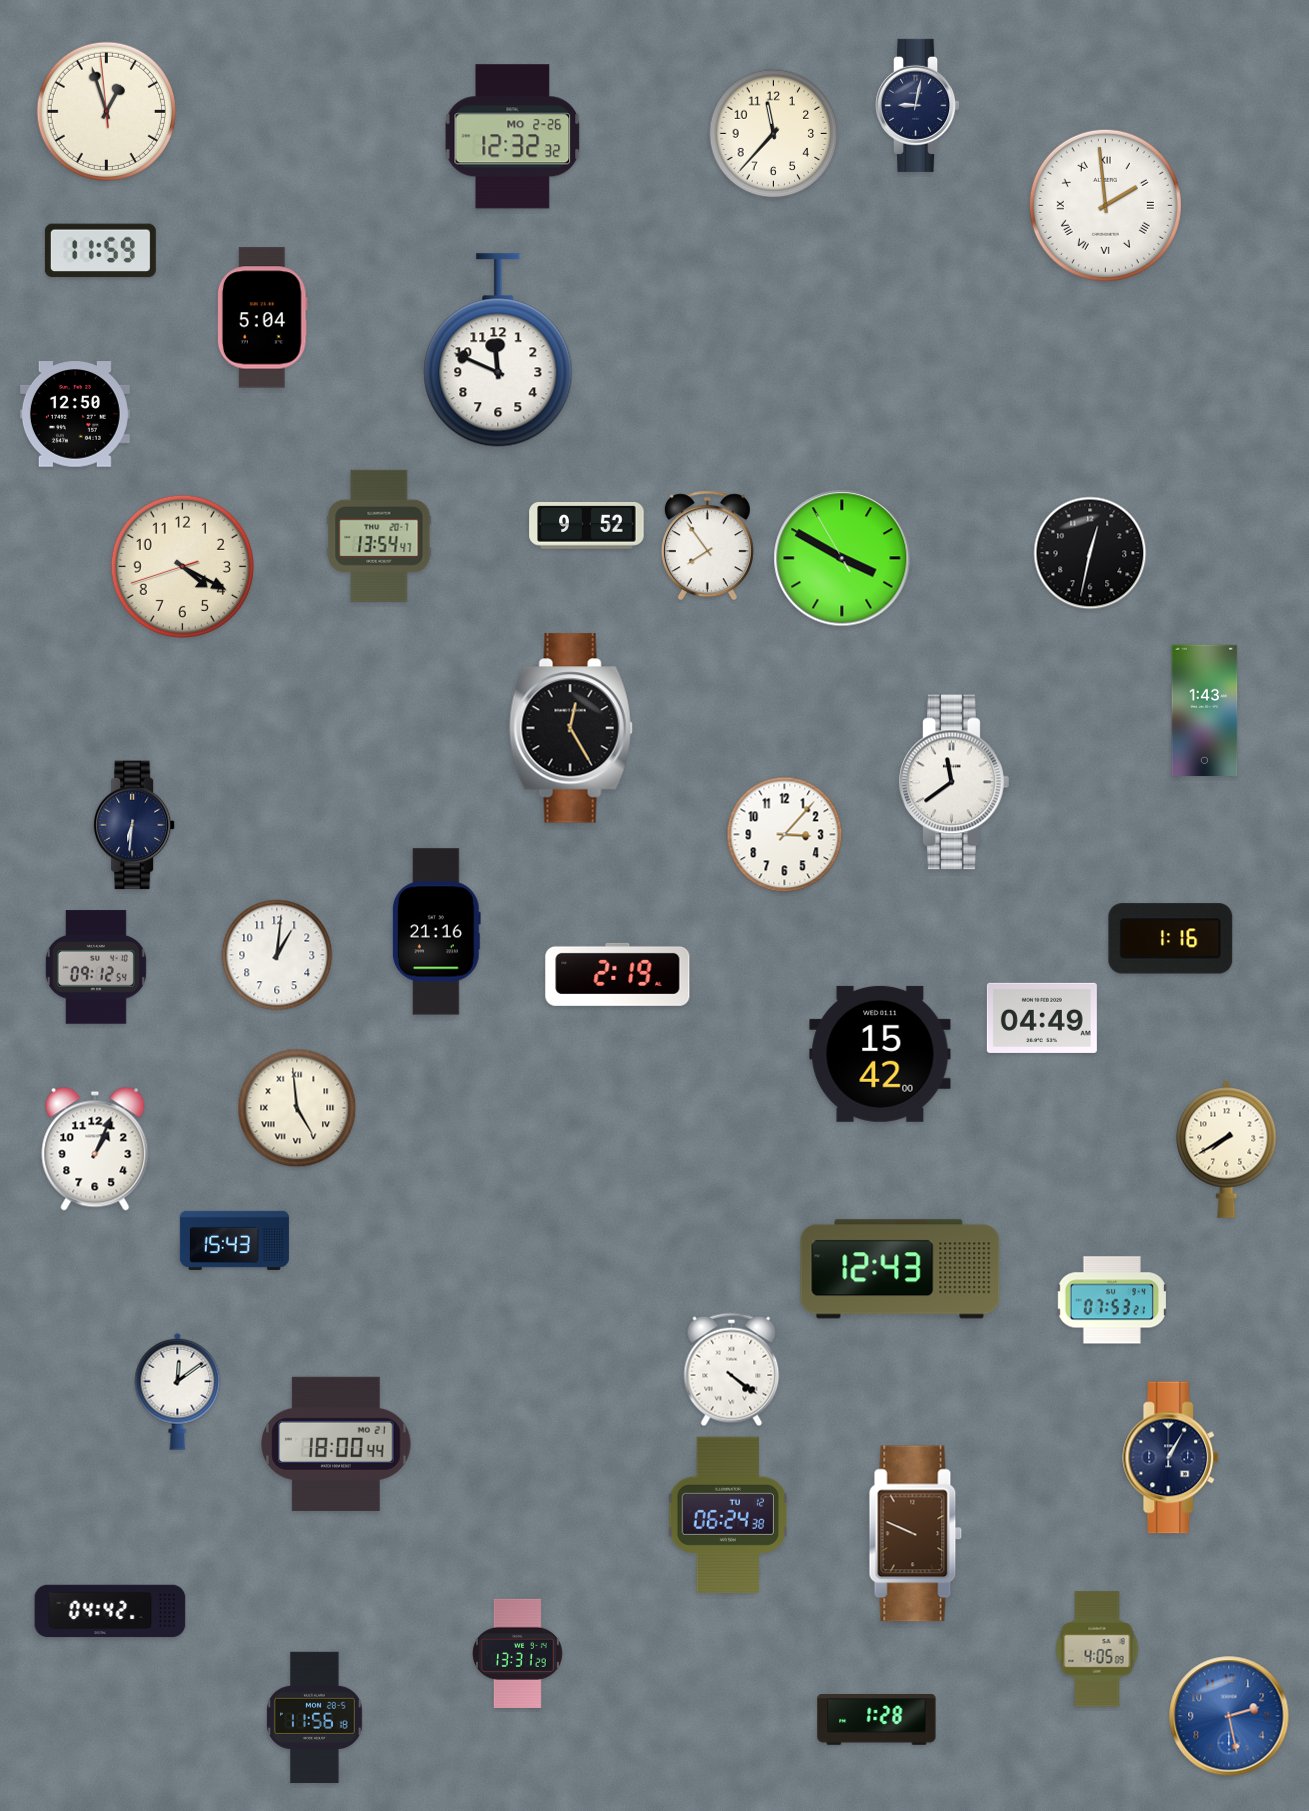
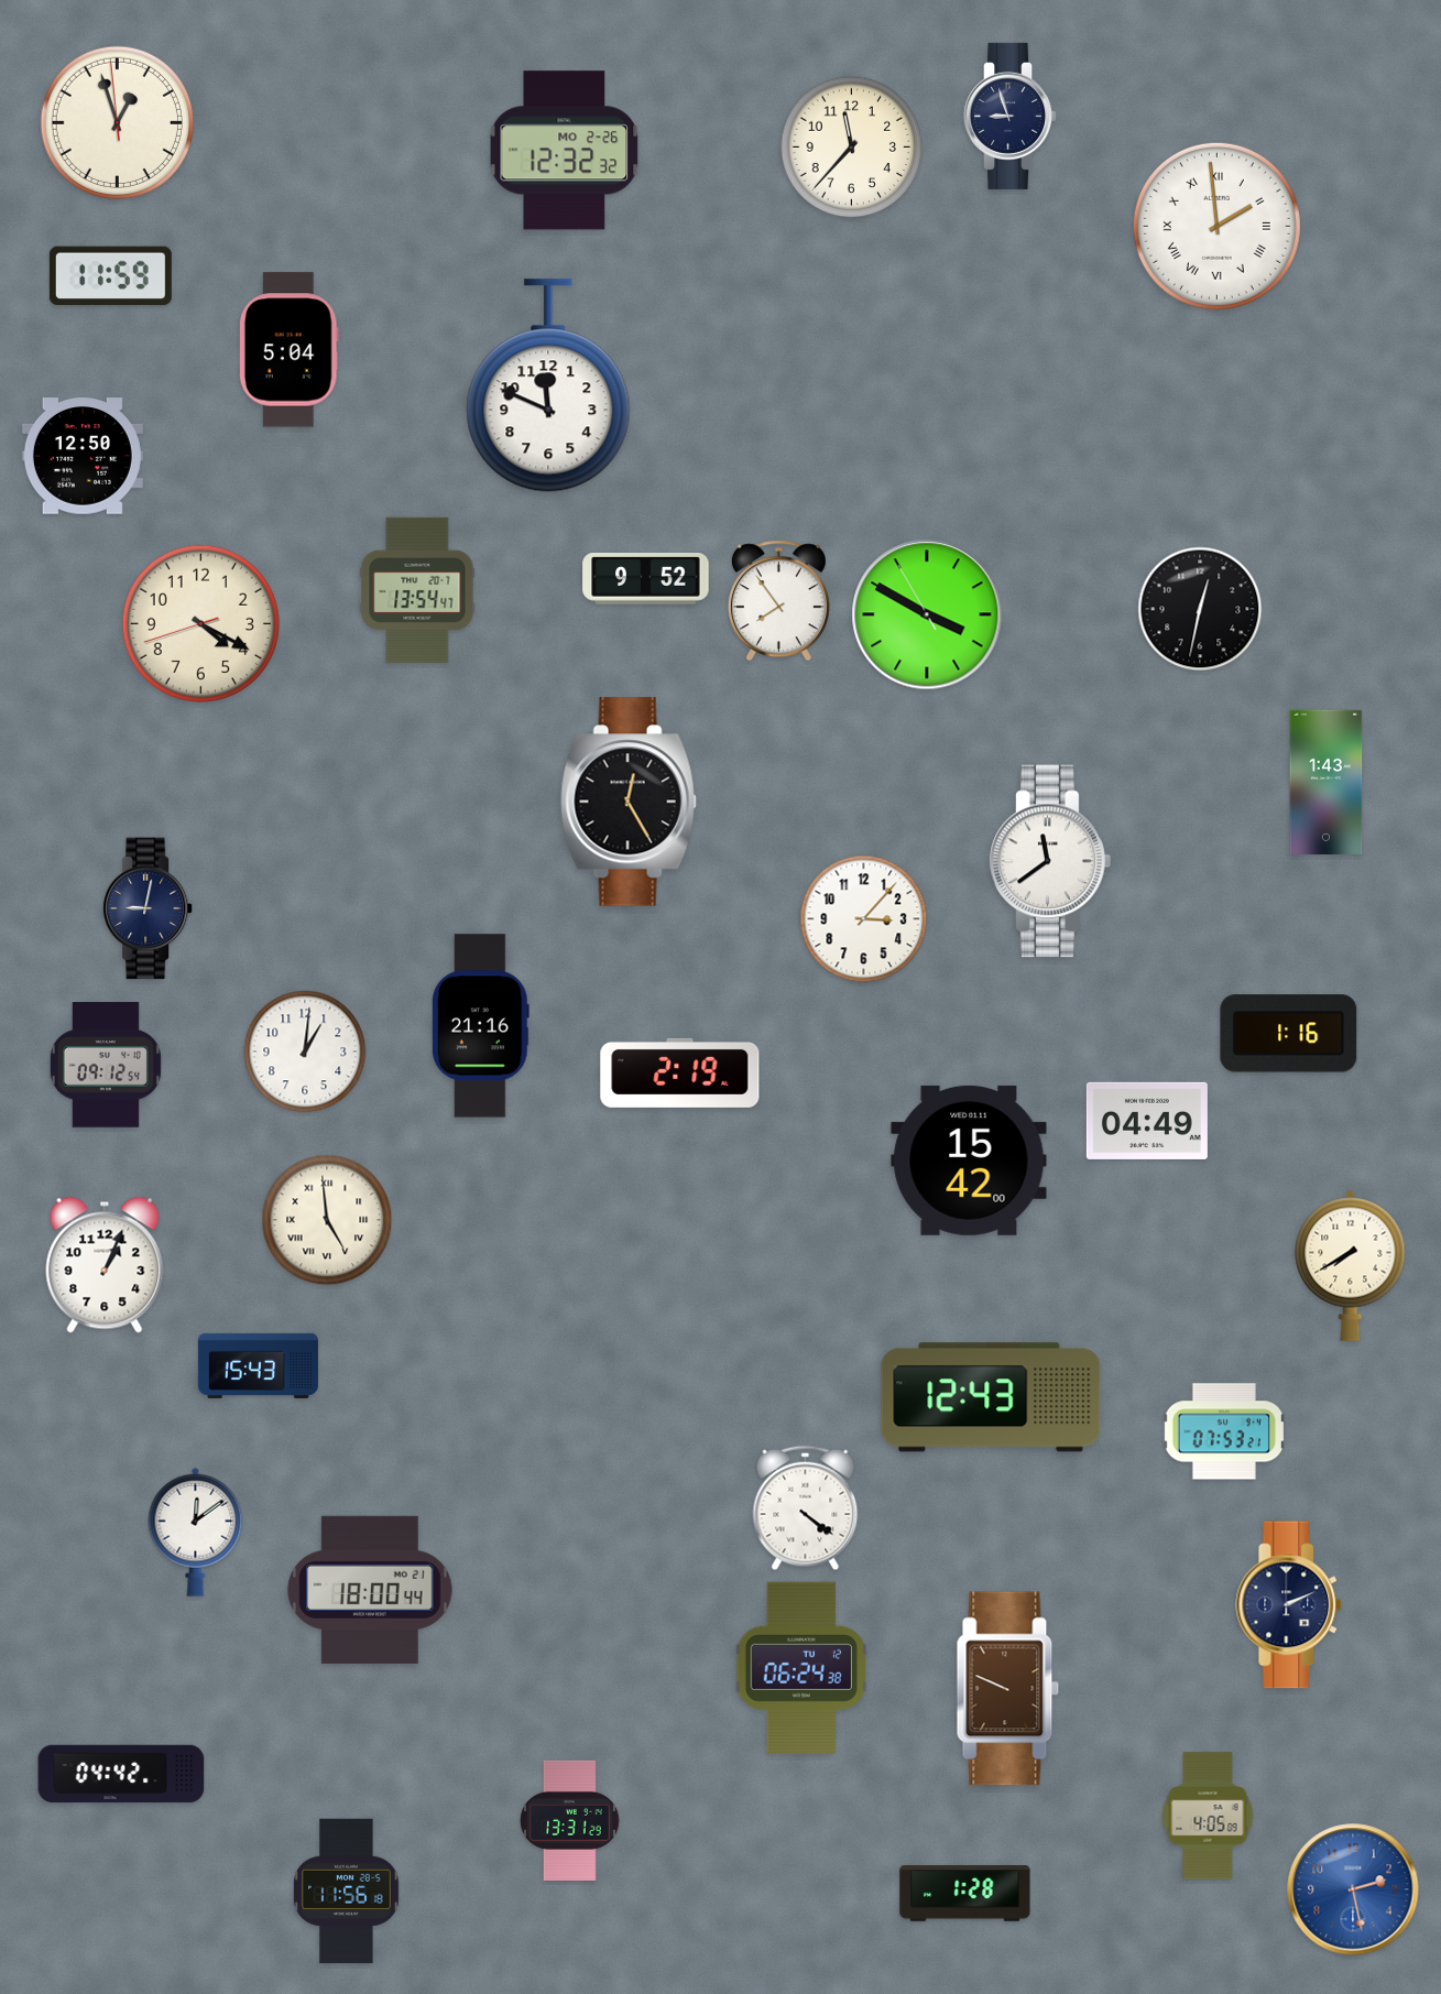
clock at (918, 105): 9:02 -> 8:57
clock at (134, 825): 6:31 -> 9:02
clock at (1171, 1458): 1:05 -> 2:11
